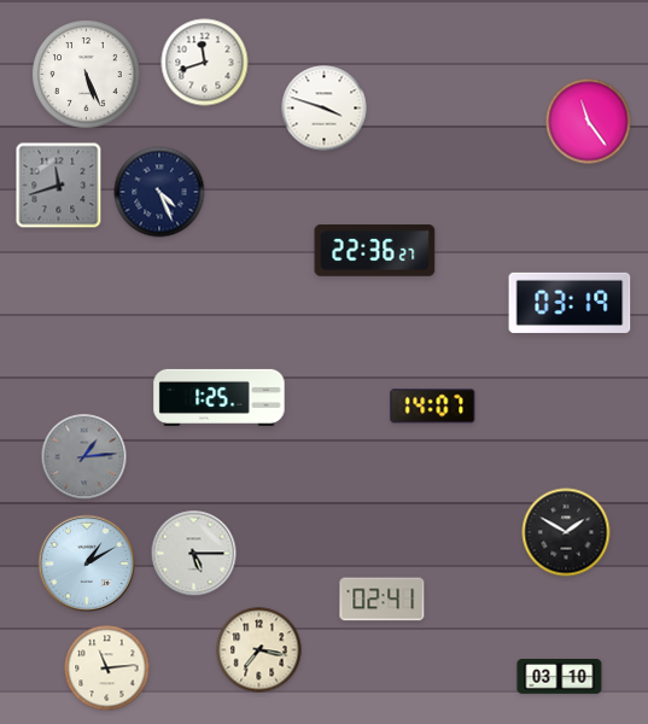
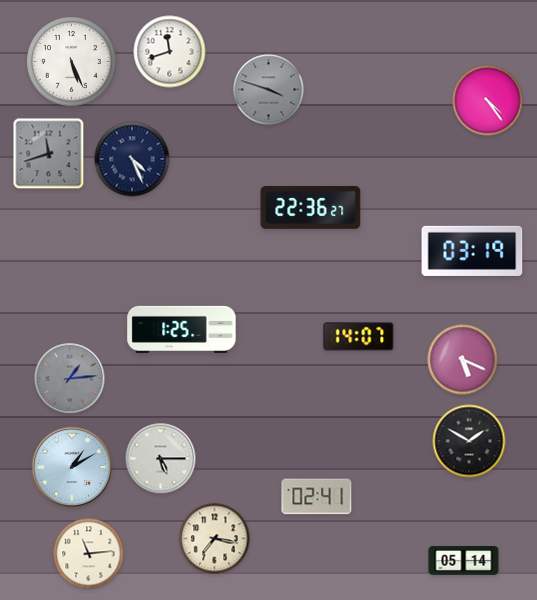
clock at (325, 109) dial: white -> grey
clock at (589, 122): 11:24 -> 4:24
clock at (463, 360): none -> 5:19
clock at (560, 677): 03:10 -> 05:14
